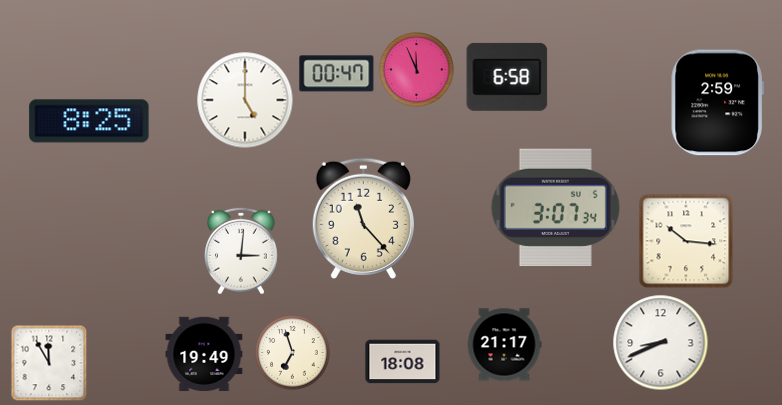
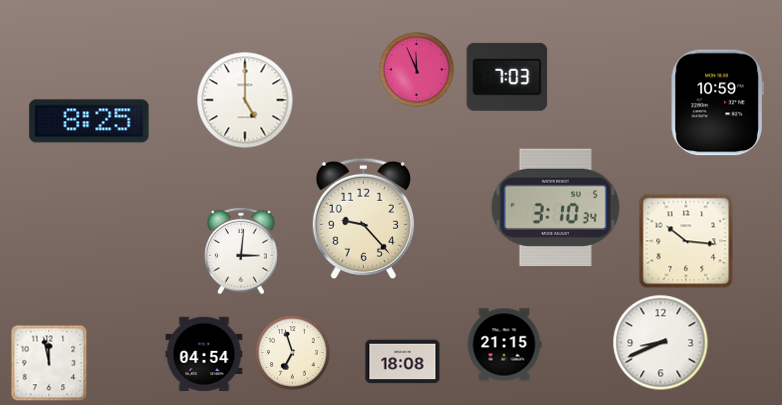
clock at (337, 74): 00:47 -> none
clock at (507, 77): 6:58 -> 7:03
clock at (717, 103): 2:59 -> 10:59
clock at (555, 208): 3:07 -> 3:10
clock at (363, 218): 11:23 -> 9:23
clock at (504, 345): 21:17 -> 21:15
clock at (204, 354): 19:49 -> 04:54
clock at (49, 363): 11:55 -> 11:58
